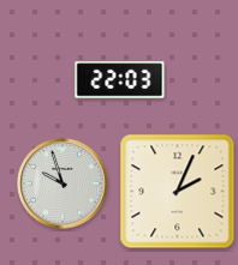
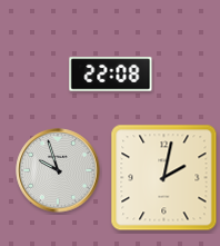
clock at (120, 80): 22:03 -> 22:08
clock at (178, 192): 2:04 -> 2:02
